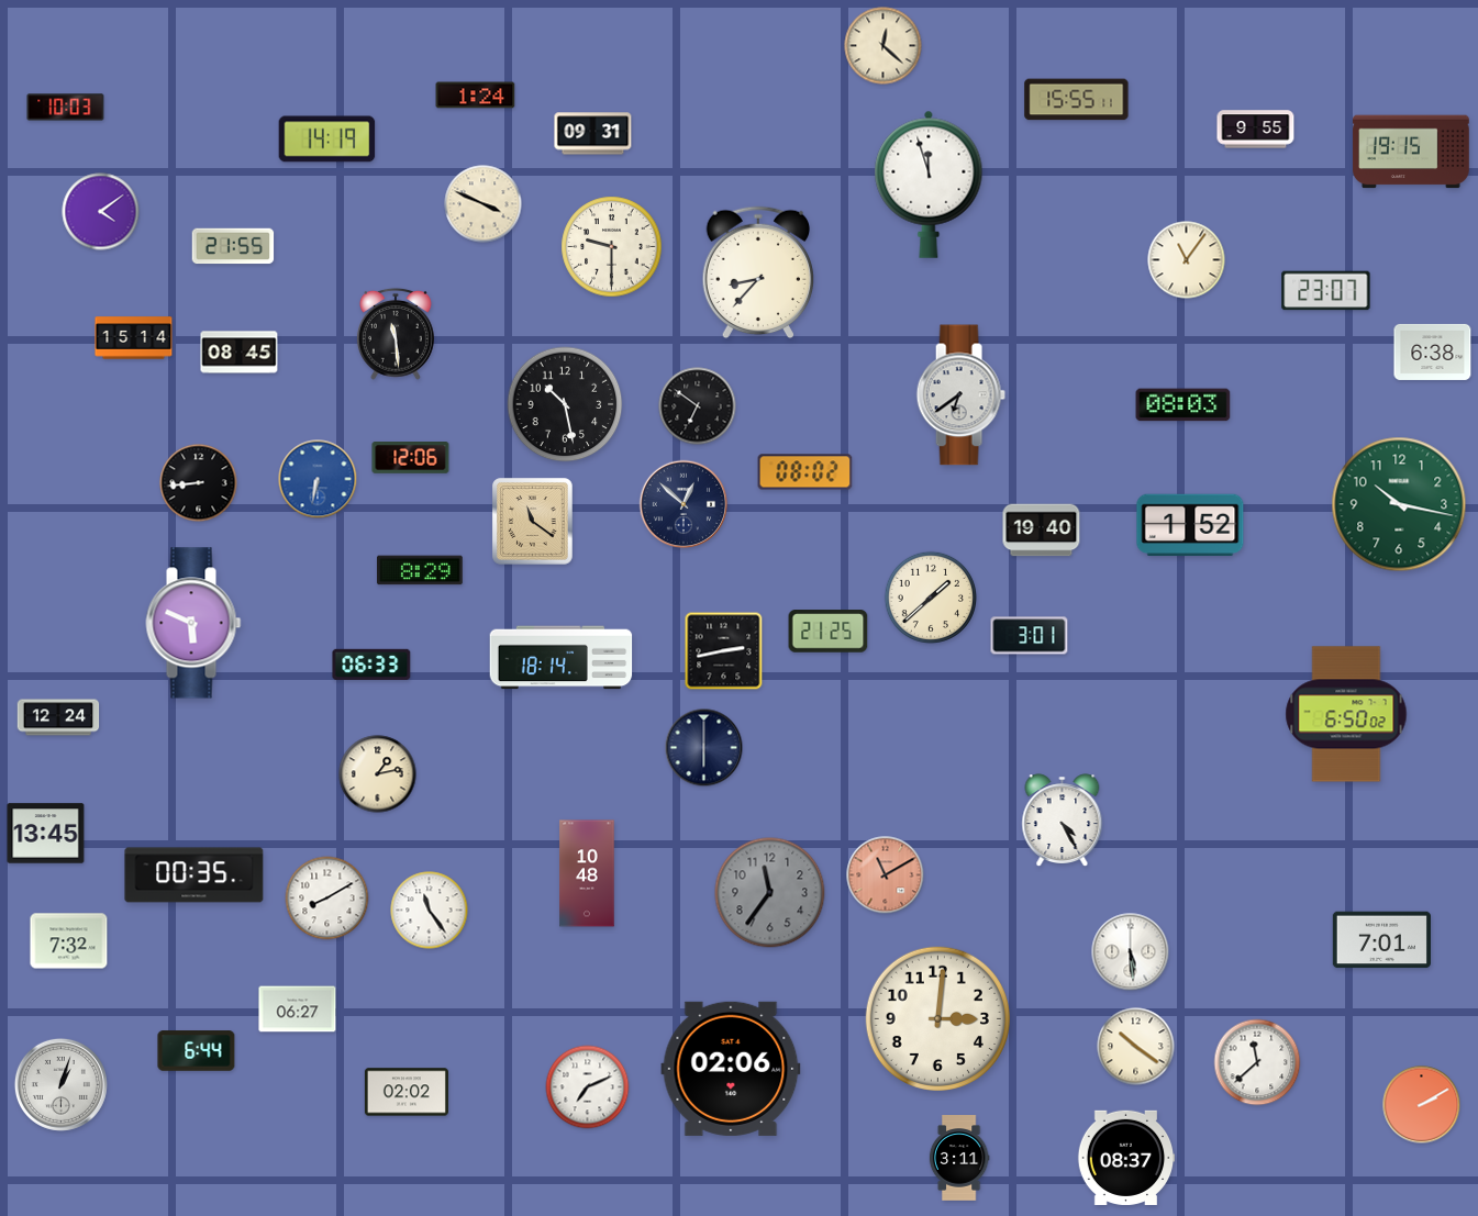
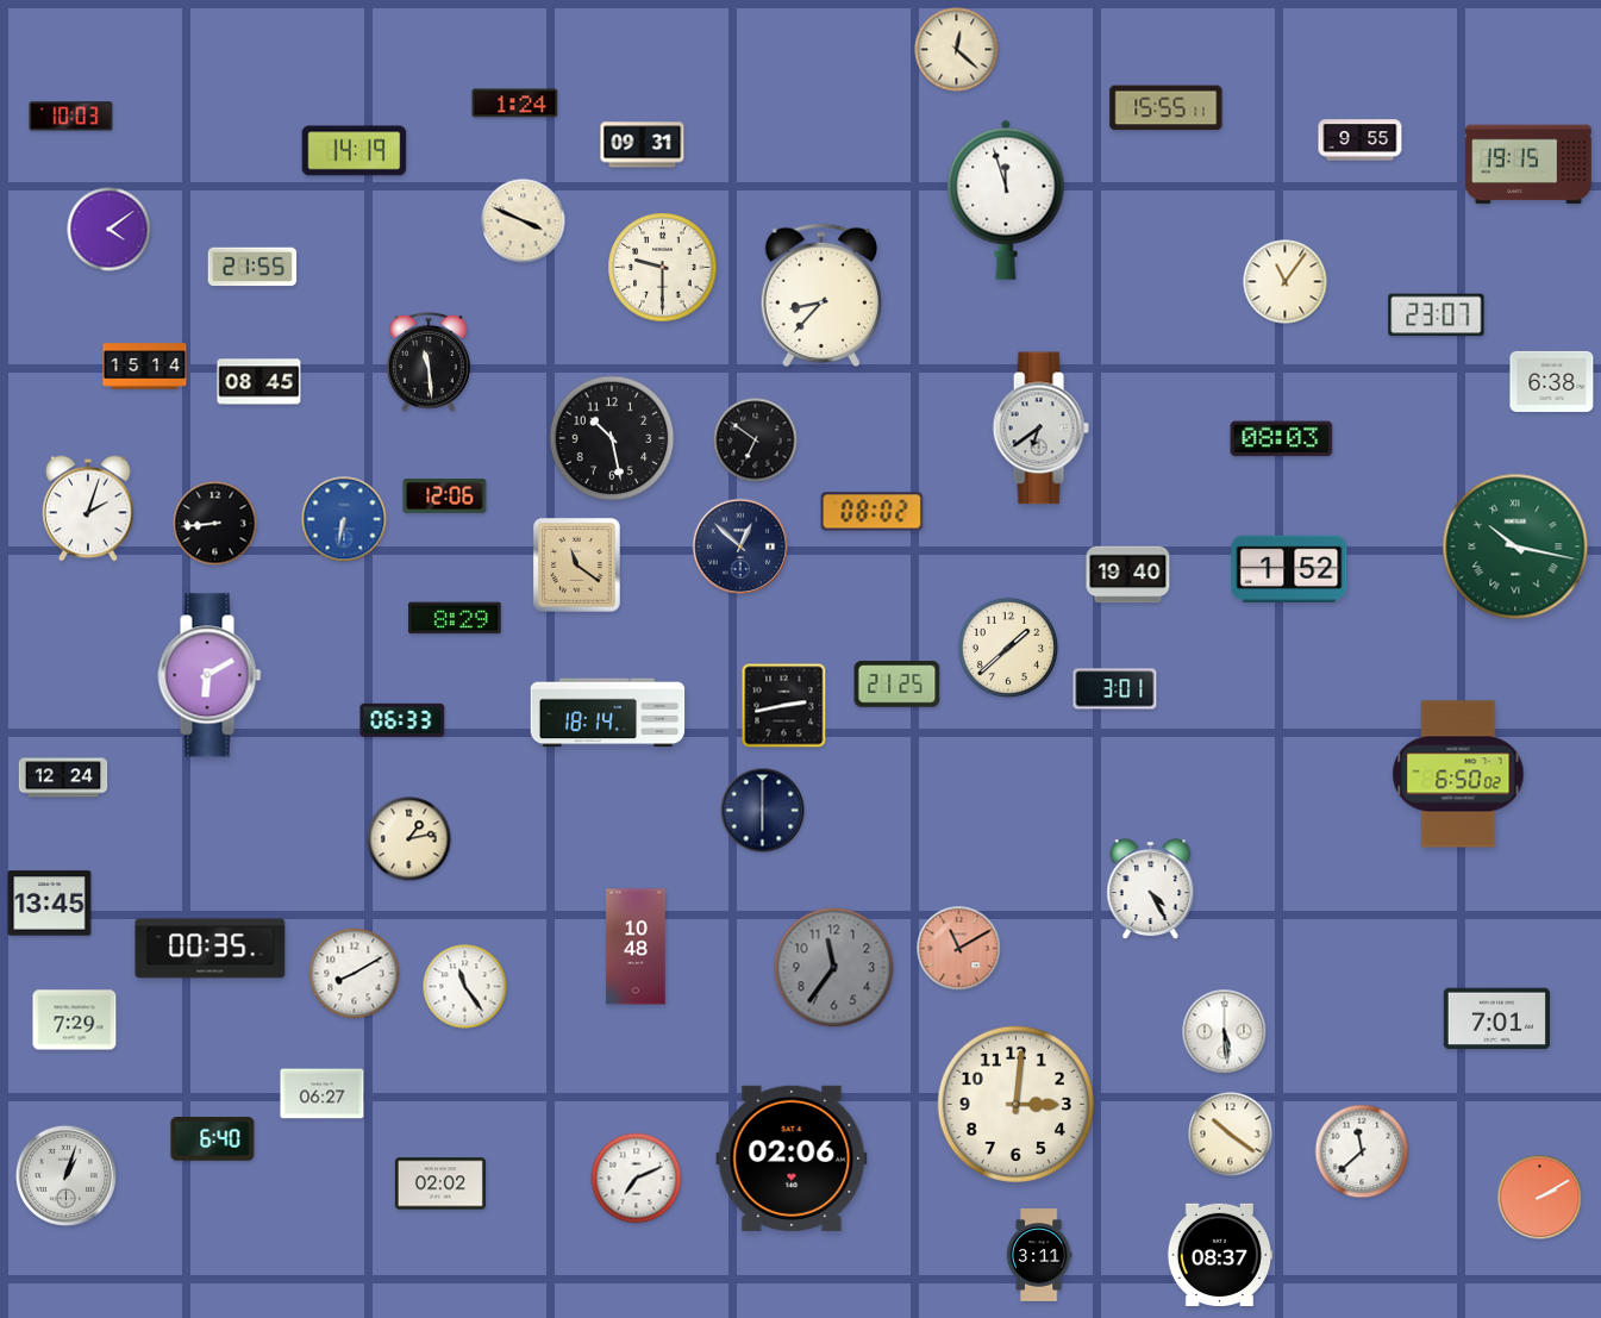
clock at (88, 508): none -> 2:03
clock at (1399, 504) numerals: Arabic -> Roman
clock at (193, 623): 5:49 -> 6:10
clock at (69, 941): 7:32 -> 7:29
clock at (197, 1051): 6:44 -> 6:40
